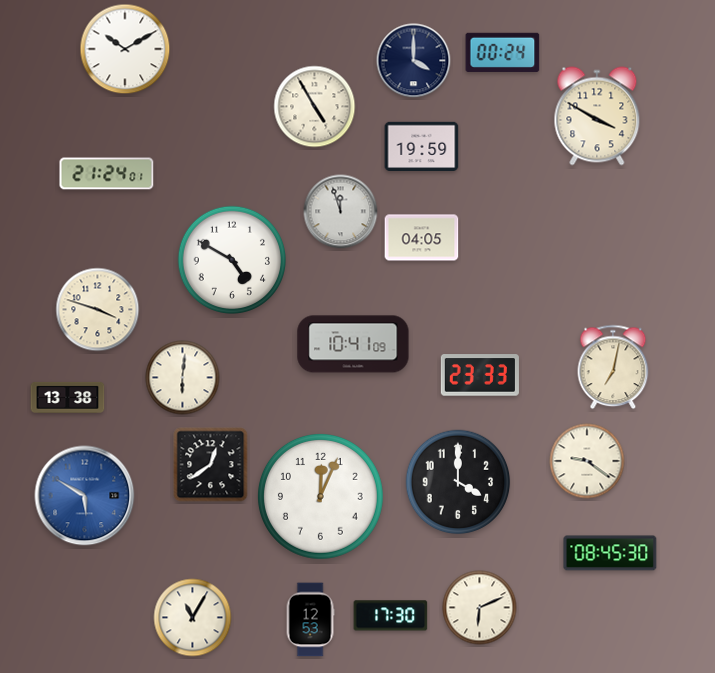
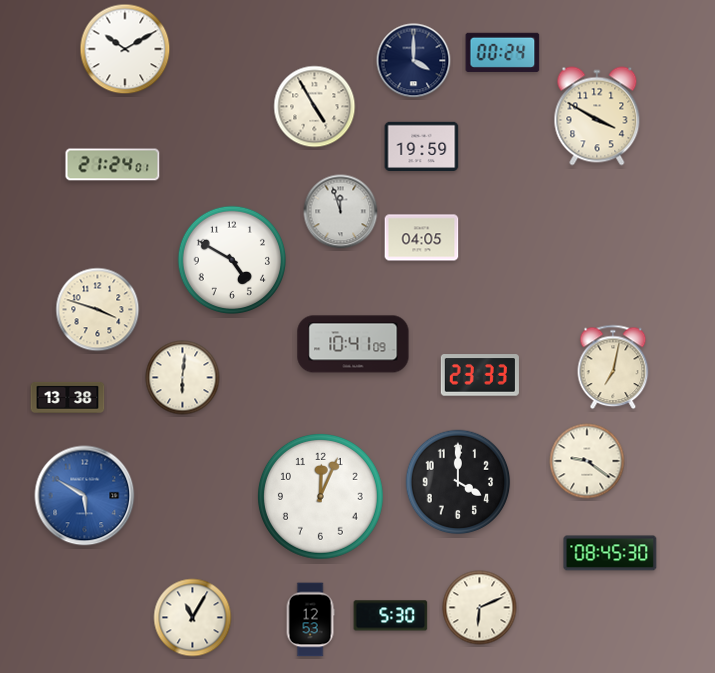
clock at (107, 174) position: (107, 174) -> (113, 165)
clock at (211, 465): 12:39 -> none
clock at (391, 616): 17:30 -> 5:30
